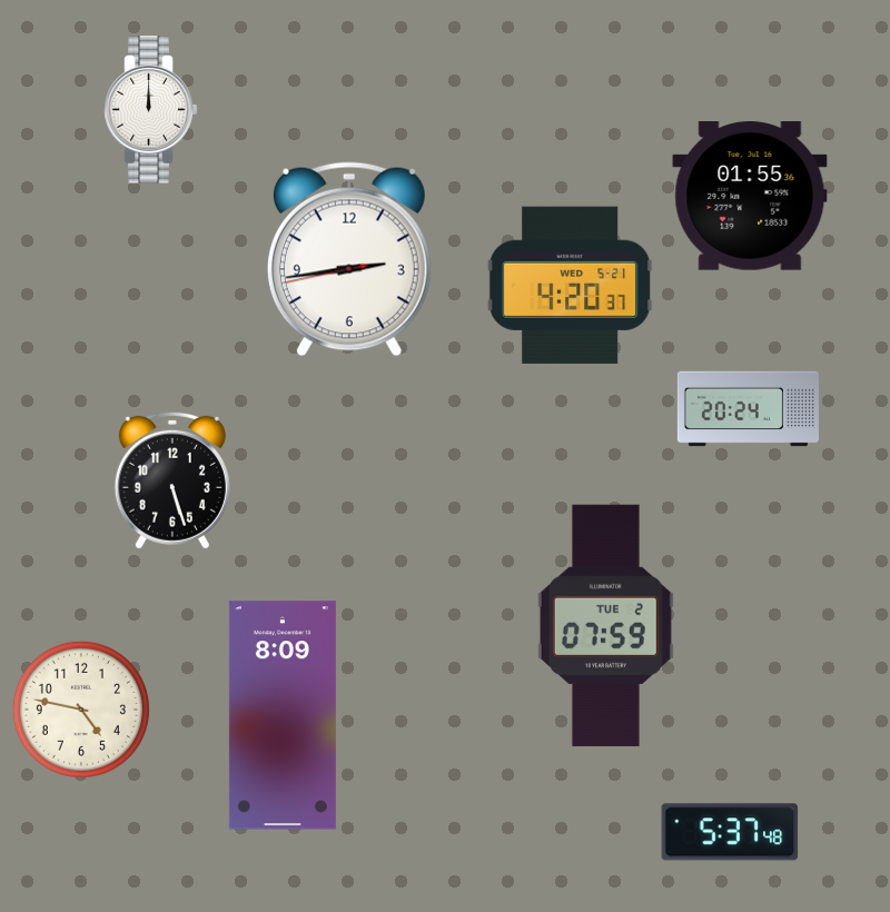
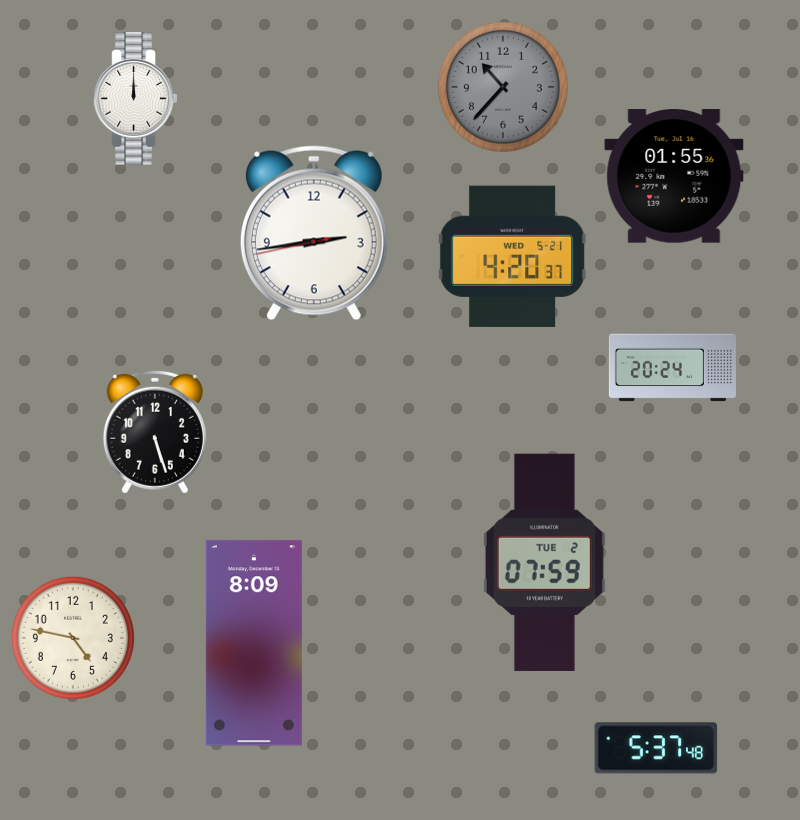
clock at (503, 87): none -> 10:37
